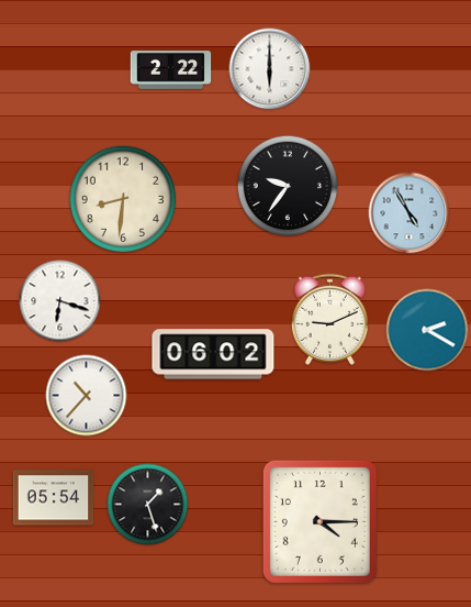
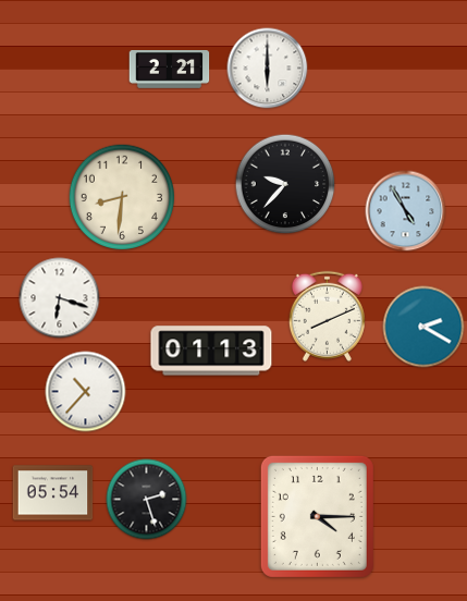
clock at (171, 70): 2:22 -> 2:21
clock at (288, 186): 9:36 -> 9:37
clock at (329, 319): 9:11 -> 8:11
clock at (213, 354): 06:02 -> 01:13
clock at (148, 505): 1:27 -> 2:27
